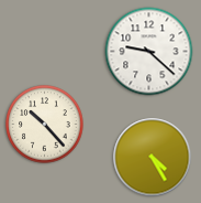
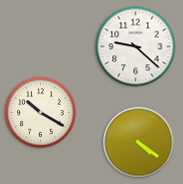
clock at (45, 125): 10:23 -> 10:20
clock at (153, 158): 4:25 -> 4:21
